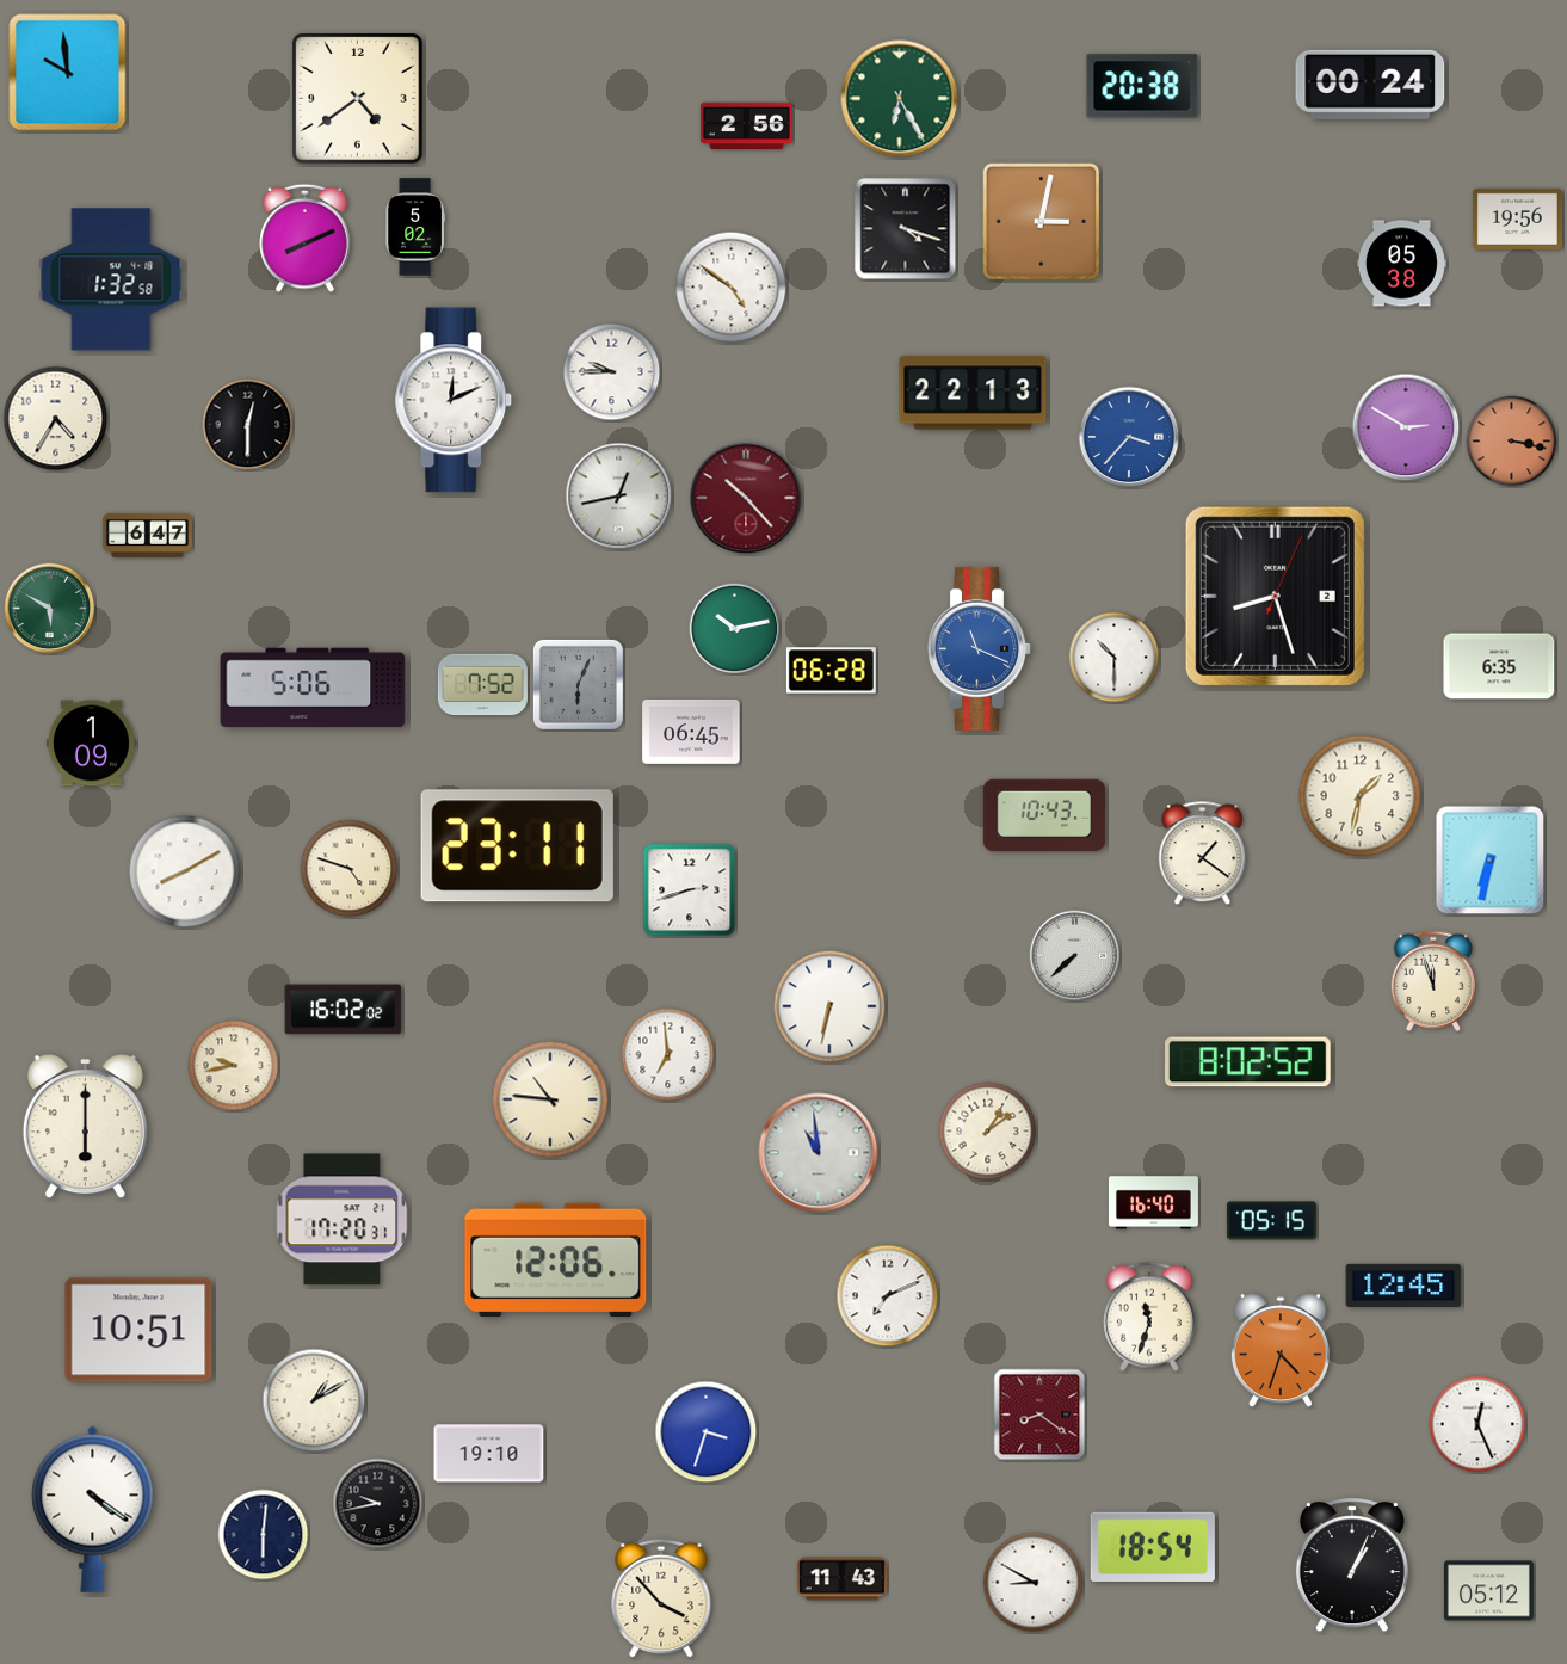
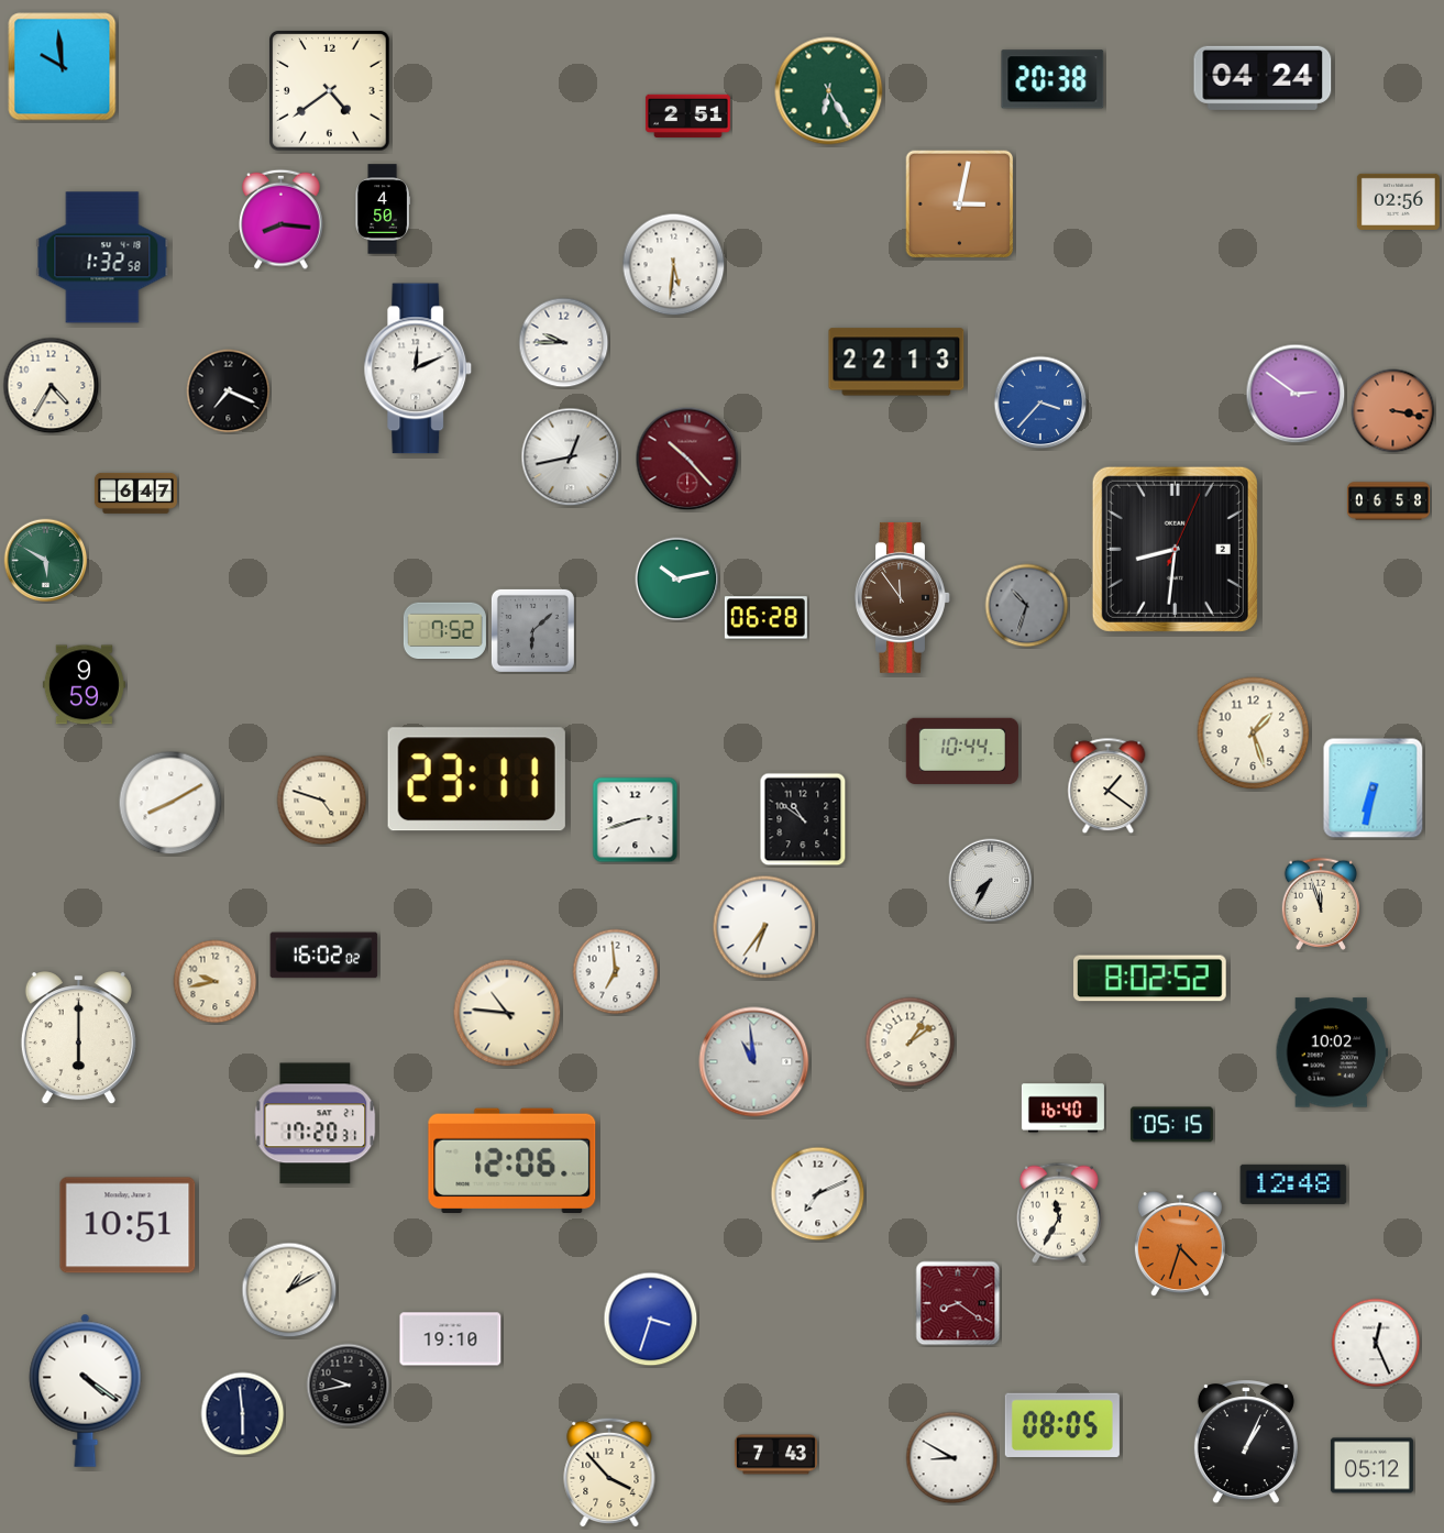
clock at (1370, 85): 00:24 -> 04:24
clock at (746, 125): 2:56 -> 2:51
clock at (1517, 218): 19:56 -> 02:56
clock at (415, 227): 5:02 -> 4:50
clock at (906, 229): 4:18 -> none
clock at (306, 238): 8:11 -> 8:16
clock at (1401, 264): 05:38 -> none
clock at (732, 288): 4:51 -> 5:31
clock at (248, 425): 12:30 -> 7:19
clock at (1406, 427): 2:50 -> 2:51
clock at (1512, 442) position: (1512, 442) -> (1393, 411)
clock at (1388, 501): none -> 06:58
clock at (1275, 596): 8:27 -> 8:31
clock at (980, 648): 11:19 -> 11:54
clock at (980, 648) dial: blue -> brown
clock at (1115, 658): 10:30 -> 10:33
clock at (1115, 658) dial: white -> grey
clock at (1499, 666): 6:35 -> none
clock at (578, 684): 6:04 -> 6:08
clock at (313, 688): 5:06 -> none
clock at (691, 732): 06:45 -> none
clock at (91, 744): 1:09 -> 9:59
clock at (1361, 796): 1:32 -> 1:27
clock at (1044, 815): 10:43 -> 10:44
clock at (1491, 861) position: (1491, 861) -> (1374, 788)
clock at (803, 819): none -> 10:51
clock at (1075, 956): 7:38 -> 7:35
clock at (829, 1006): 6:32 -> 6:36
clock at (344, 1010) position: (344, 1010) -> (324, 956)
clock at (1332, 1052): none -> 10:02
clock at (1403, 1286): 12:45 -> 12:48
clock at (1149, 1317): 11:33 -> 11:35
clock at (1477, 1424) position: (1477, 1424) -> (1376, 1343)
clock at (264, 1535): 6:01 -> 5:59
clock at (1153, 1547): 18:54 -> 08:05
clock at (841, 1579): 11:43 -> 7:43
